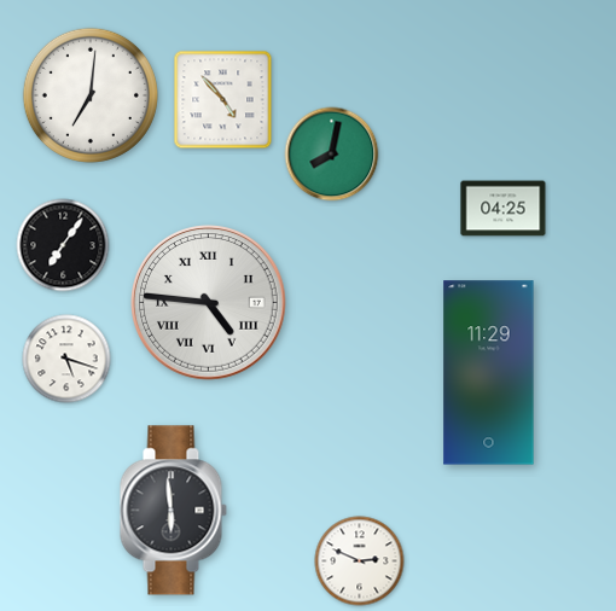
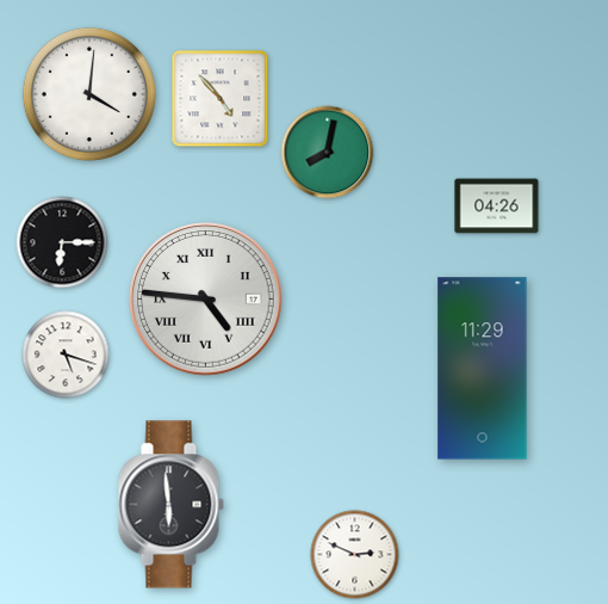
clock at (91, 95): 7:01 -> 4:01
clock at (504, 209): 04:25 -> 04:26
clock at (63, 245): 7:06 -> 6:15
